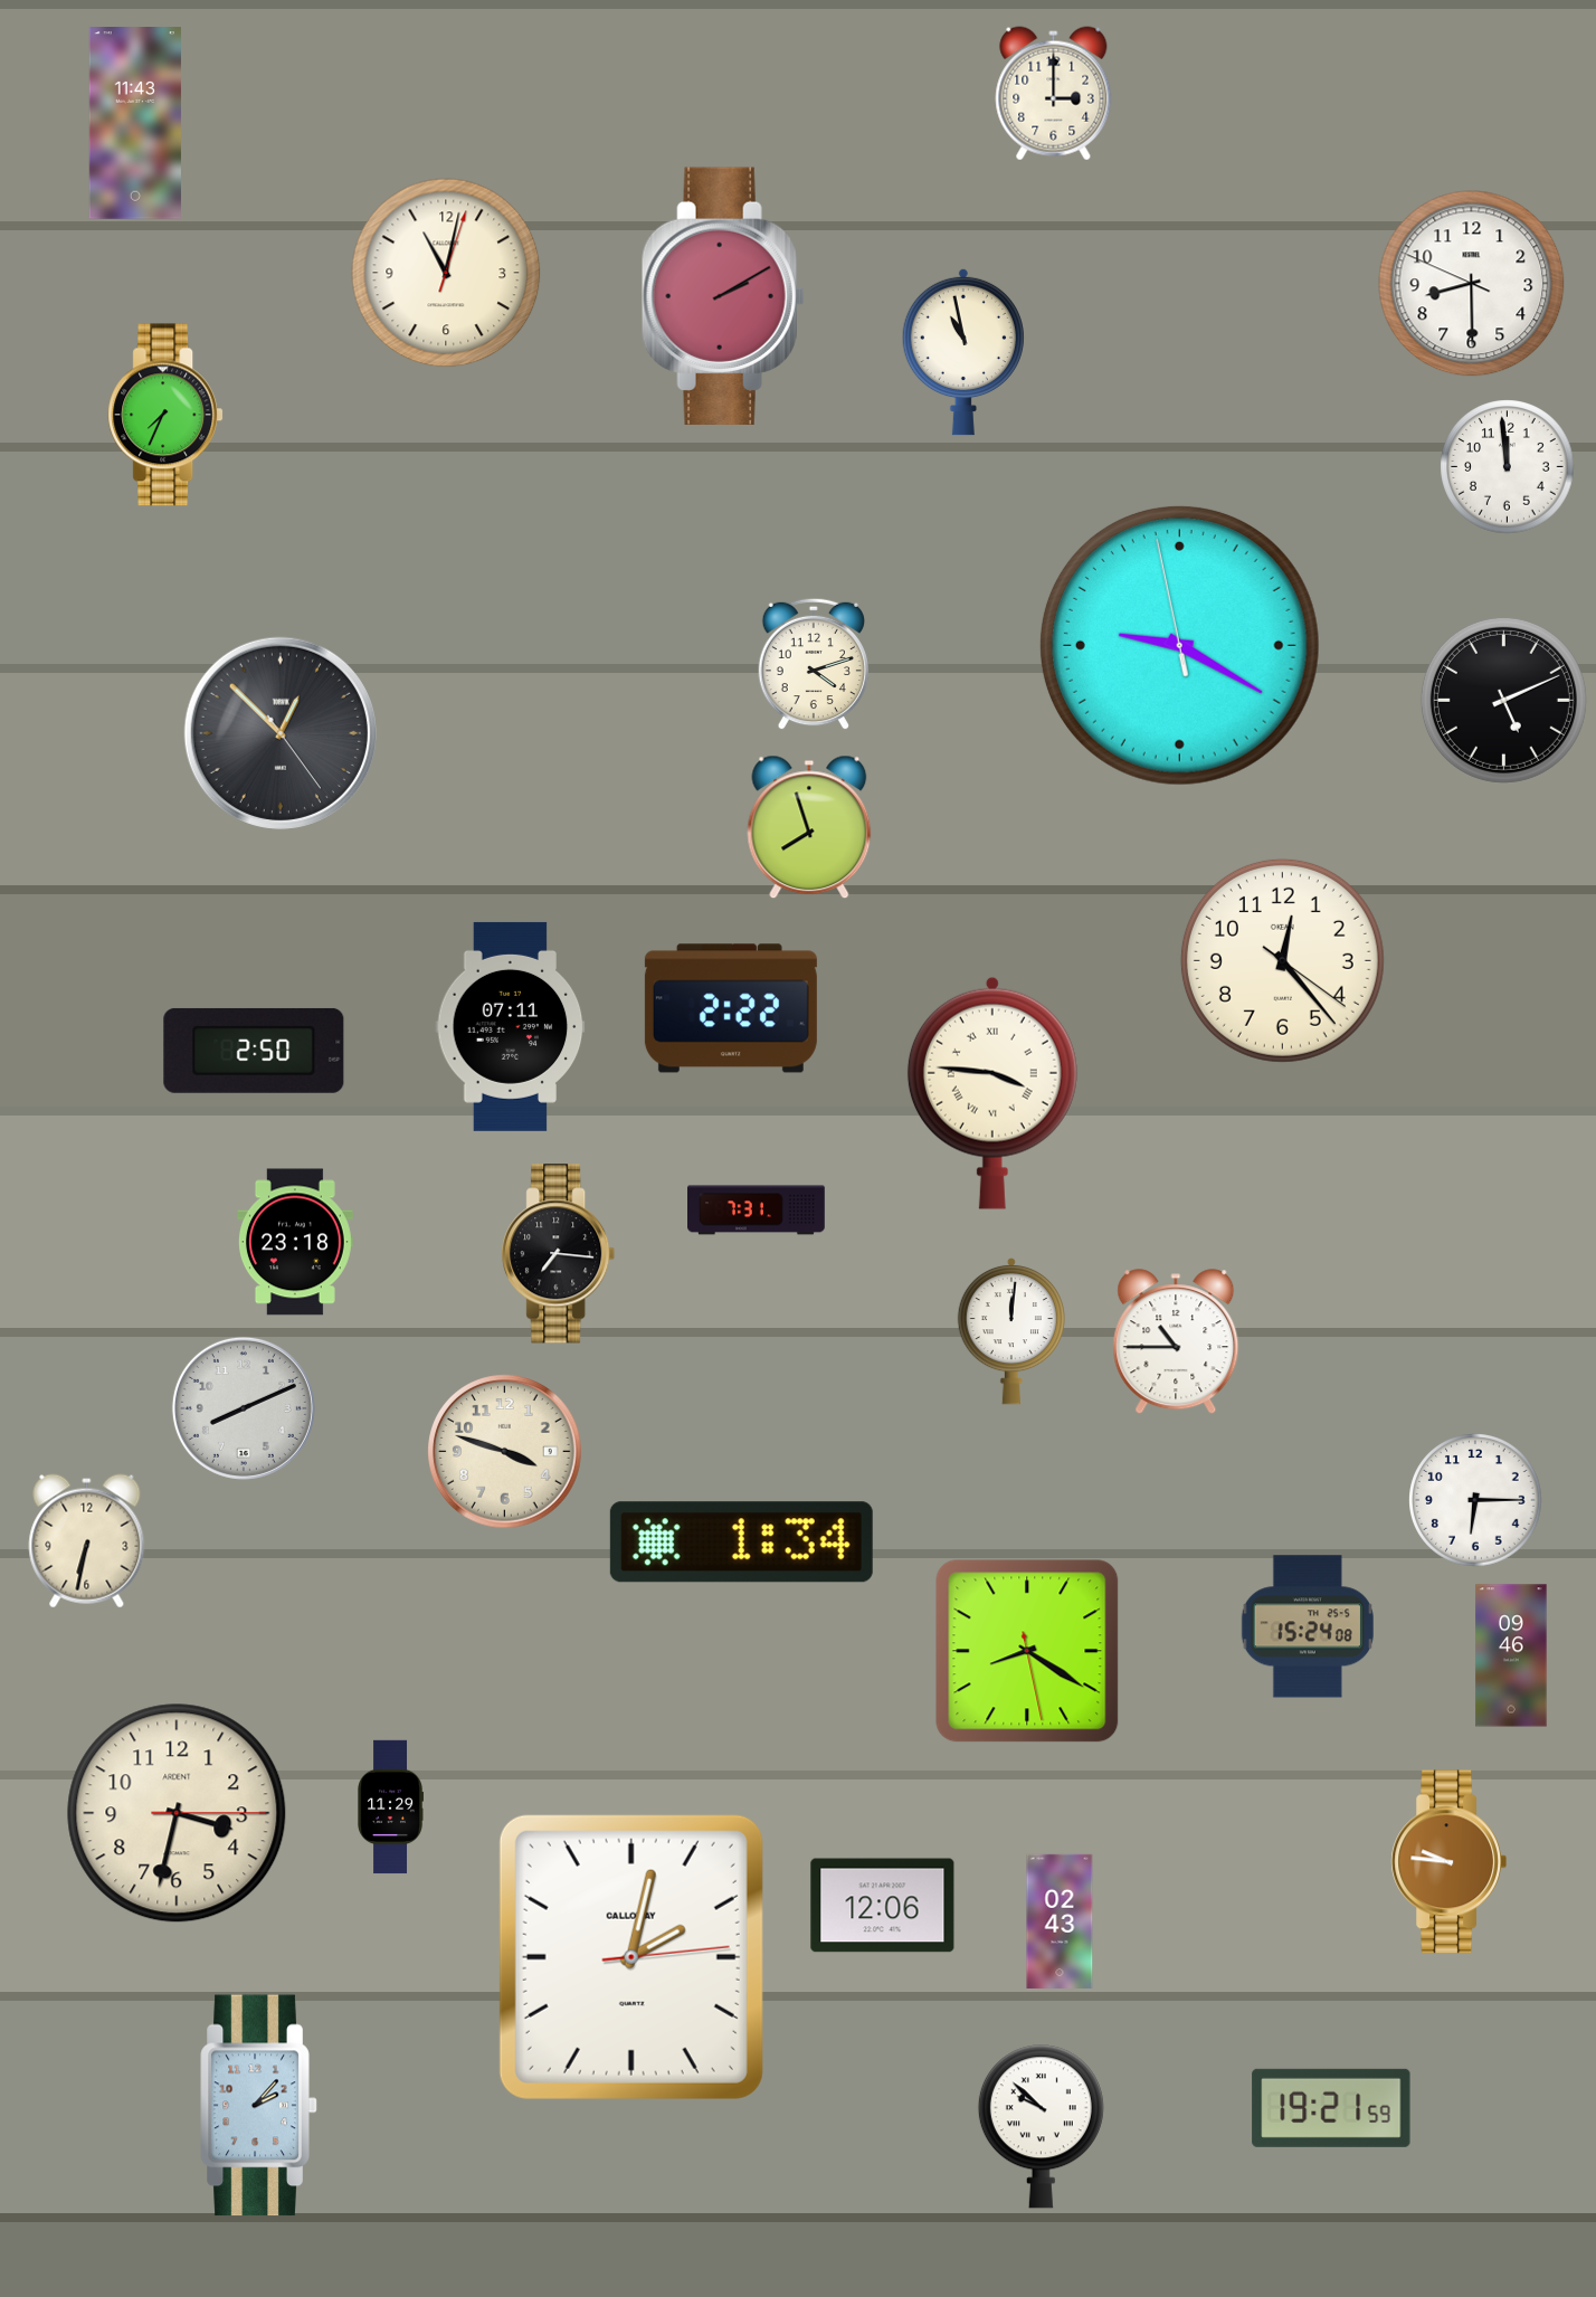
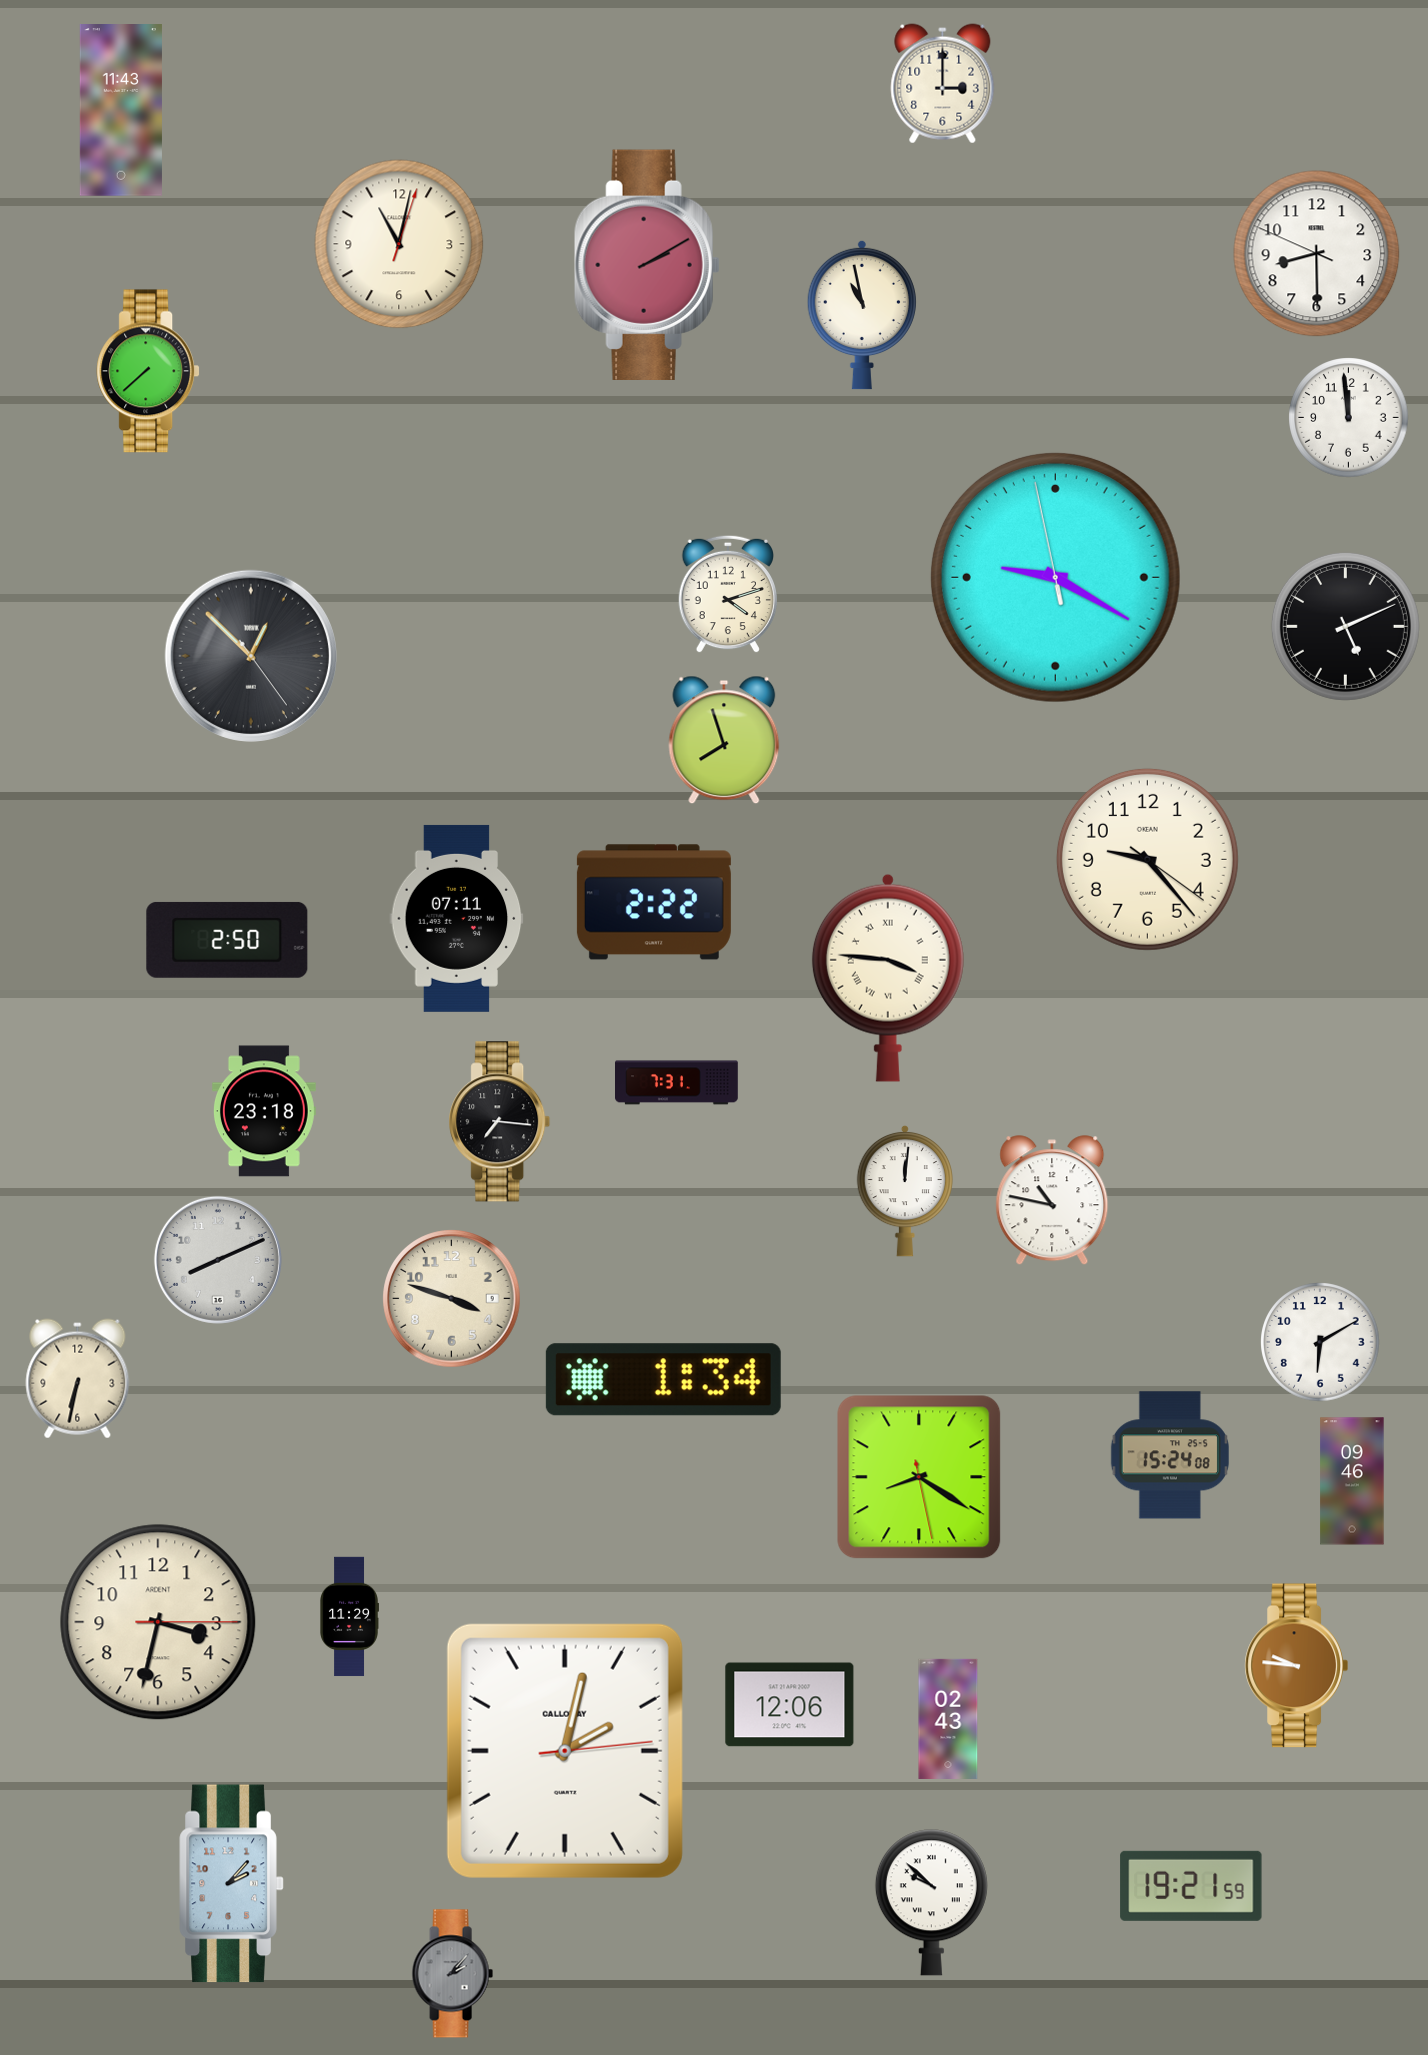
clock at (165, 415): 7:34 -> 7:38
clock at (1282, 960): 12:23 -> 9:23
clock at (1176, 1342): 10:45 -> 10:47
clock at (1475, 1500): 6:15 -> 6:10
clock at (452, 1974): none -> 2:07
